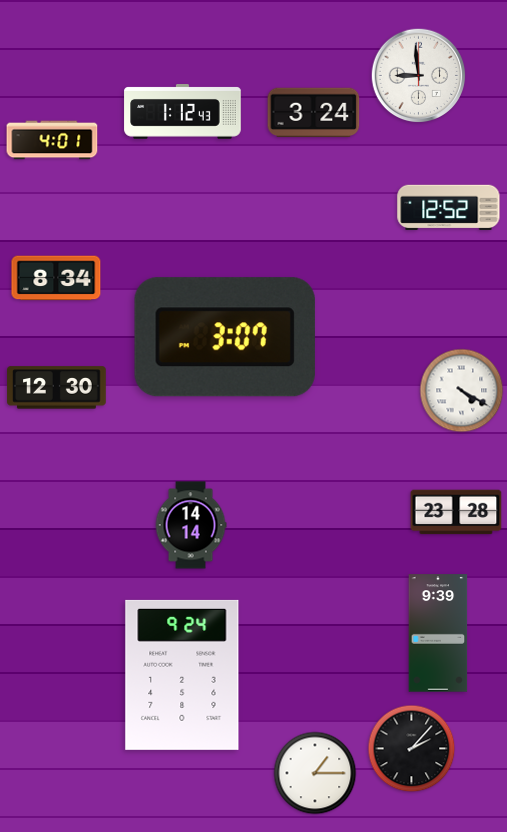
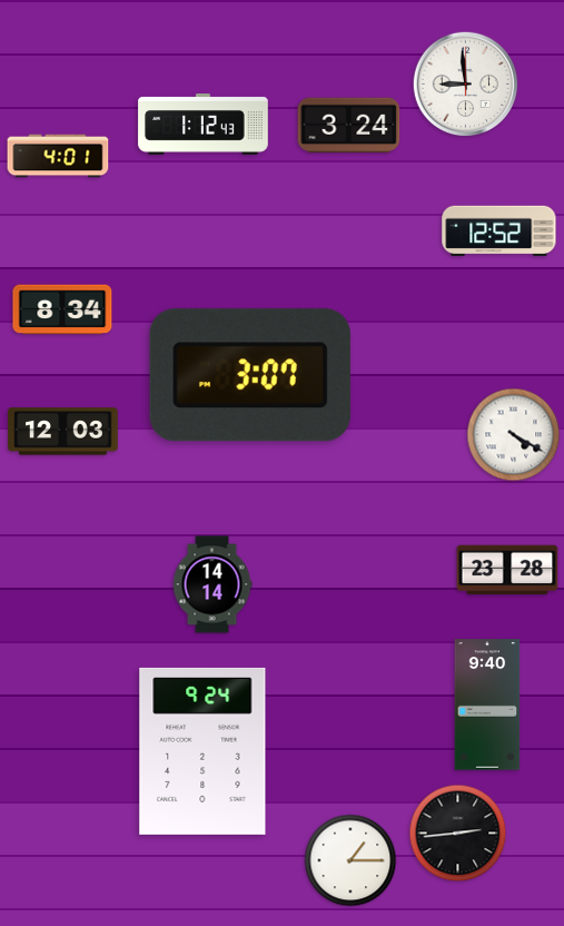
clock at (57, 388): 12:30 -> 12:03
clock at (438, 633): 9:39 -> 9:40
clock at (412, 749): 2:07 -> 2:44
